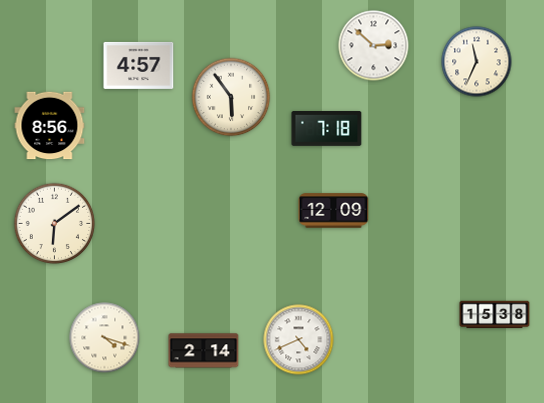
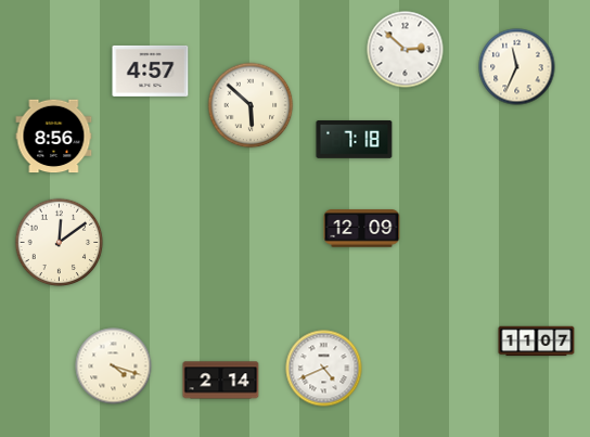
clock at (231, 97): 5:54 -> 5:52
clock at (55, 224): 6:09 -> 12:09
clock at (495, 315): 15:38 -> 11:07
